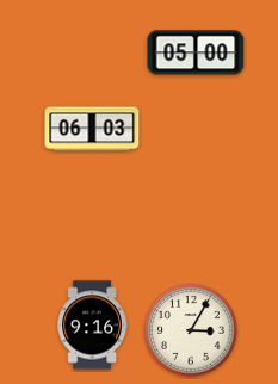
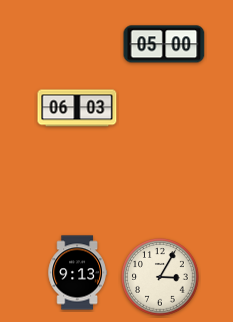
clock at (92, 326): 9:16 -> 9:13
